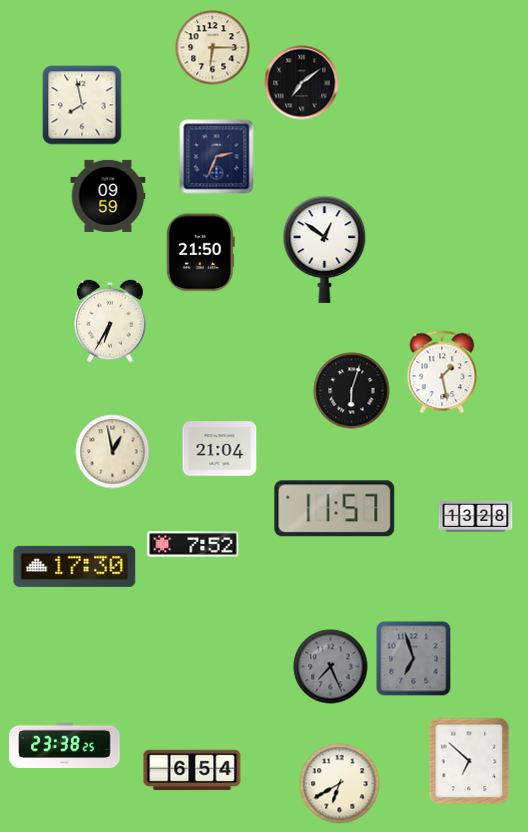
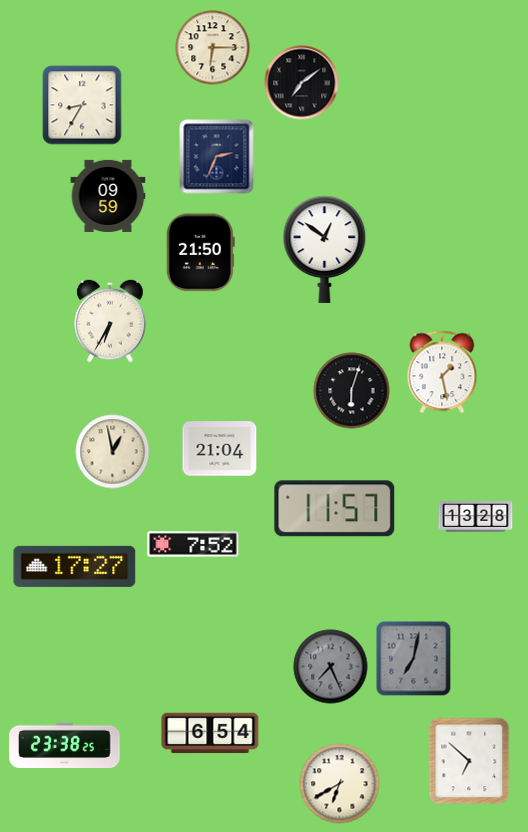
clock at (82, 105): 7:58 -> 8:35
clock at (75, 566): 17:30 -> 17:27
clock at (414, 659): 6:57 -> 7:02
clock at (192, 770) position: (192, 770) -> (210, 733)
